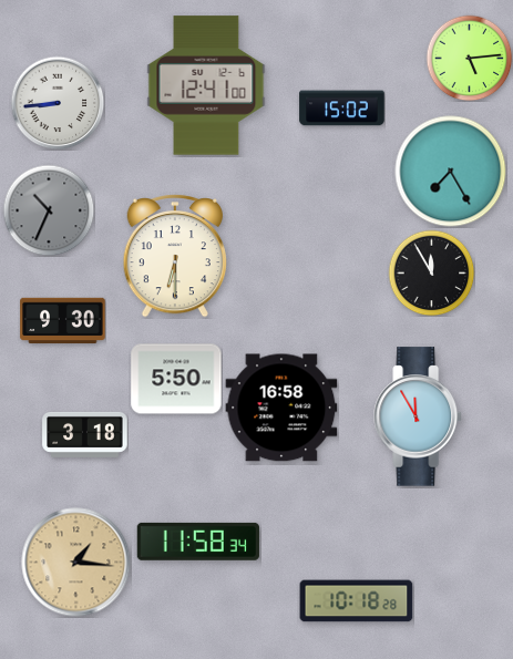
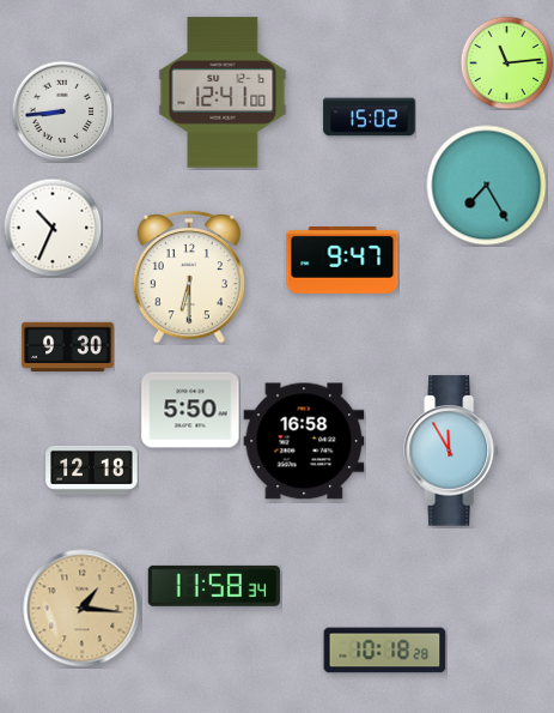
clock at (469, 58): 5:14 -> 11:14
clock at (49, 210) dial: grey -> white
clock at (342, 261): none -> 9:47
clock at (431, 272): 11:55 -> none
clock at (85, 434): 3:18 -> 12:18
